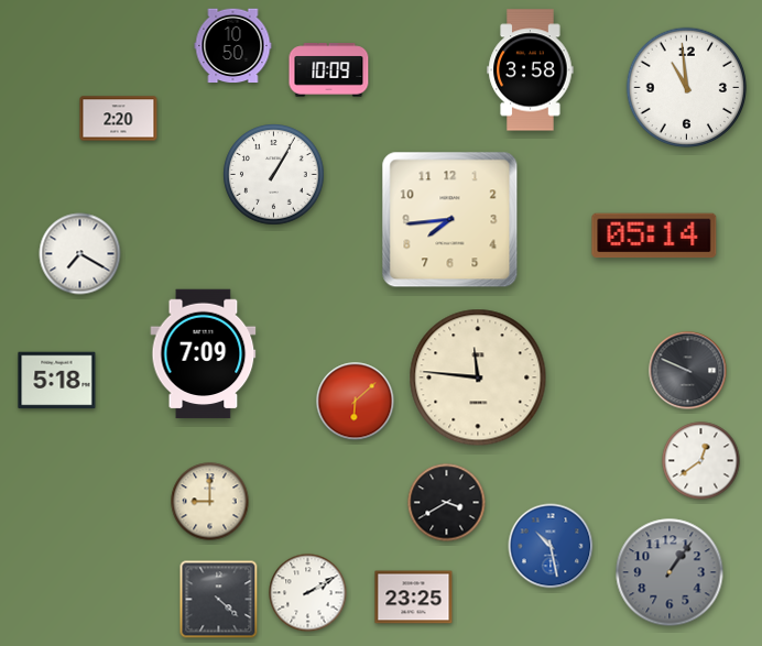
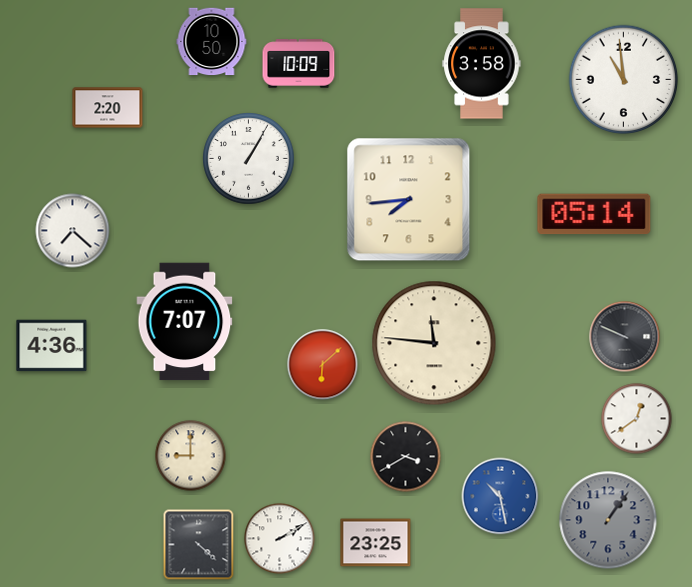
clock at (80, 254): 7:20 -> 7:22
clock at (204, 354): 7:09 -> 7:07
clock at (57, 381): 5:18 -> 4:36
